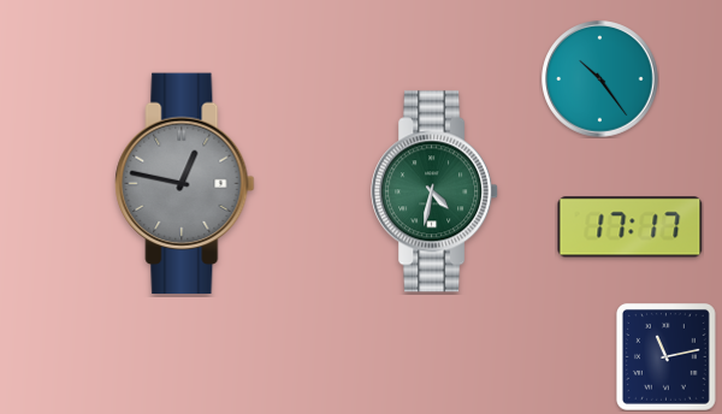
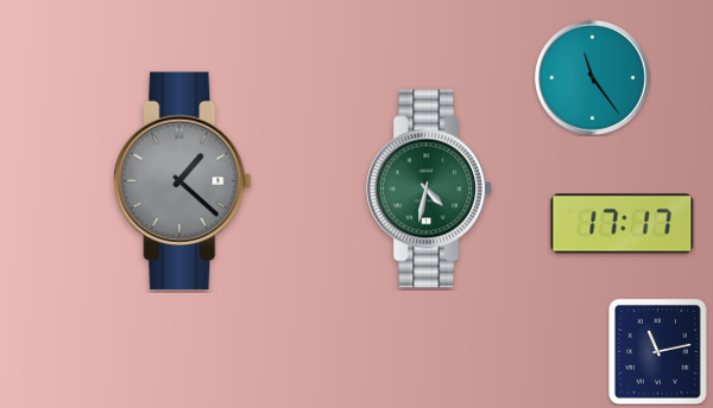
clock at (600, 79): 10:24 -> 11:24
clock at (185, 184): 12:47 -> 1:22
